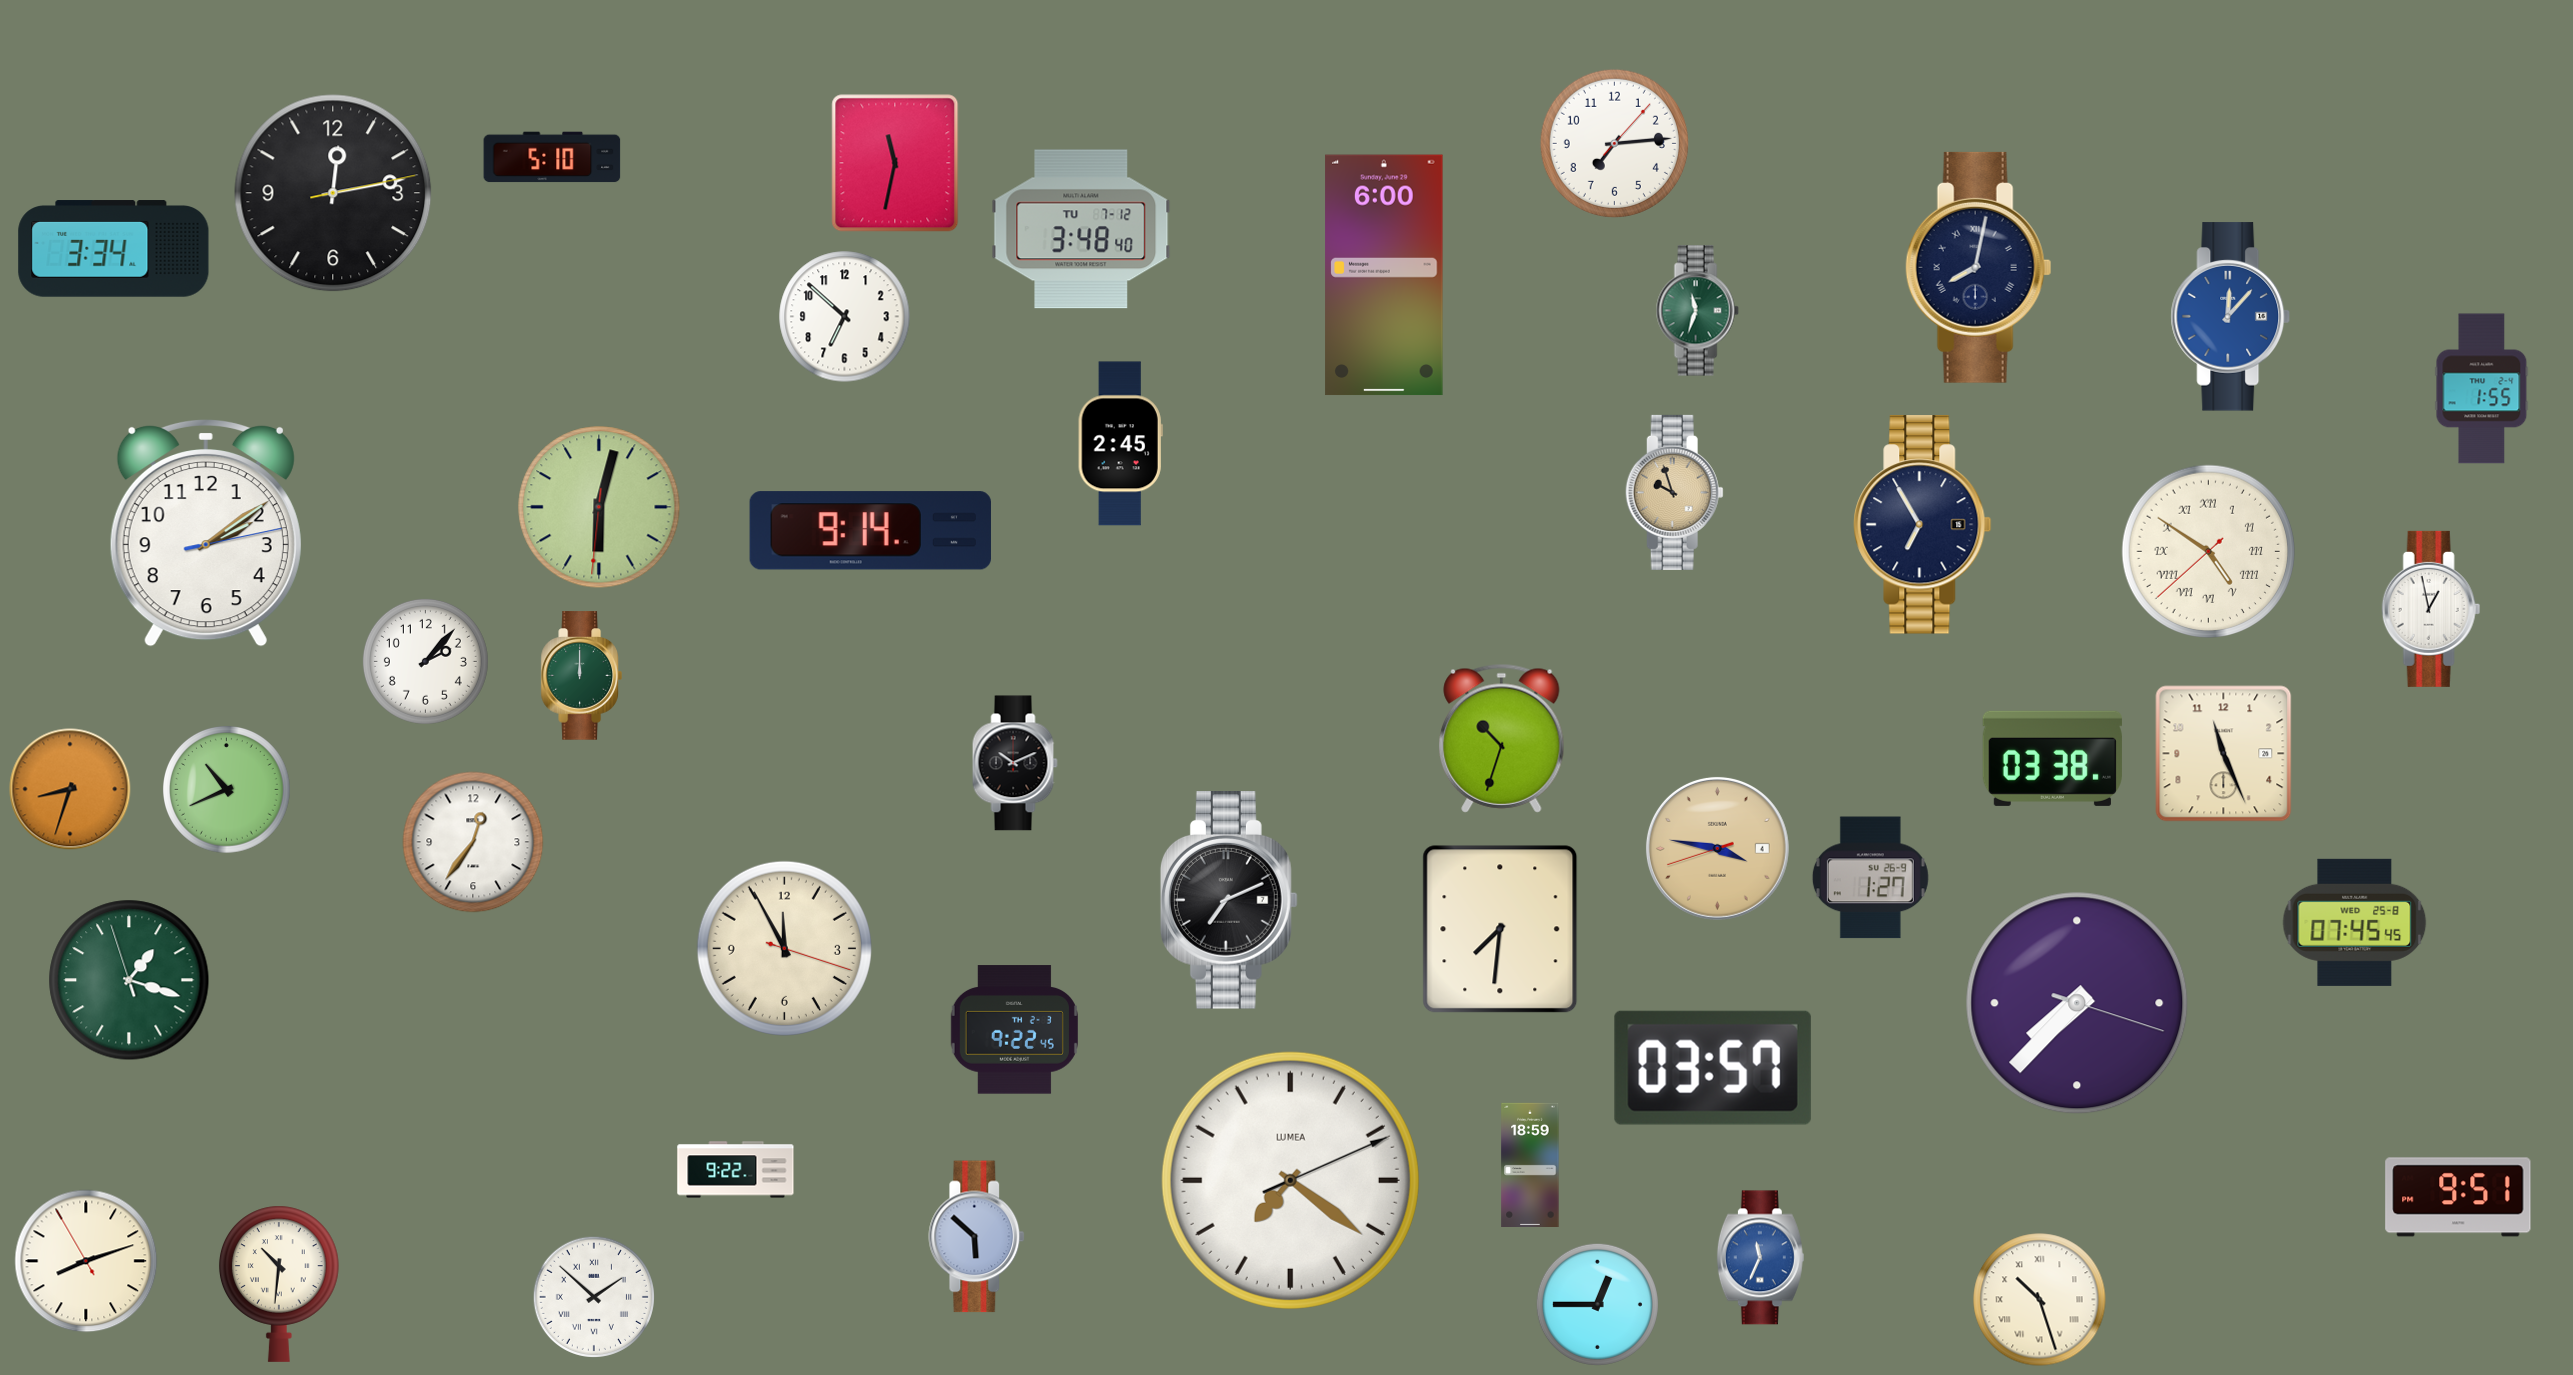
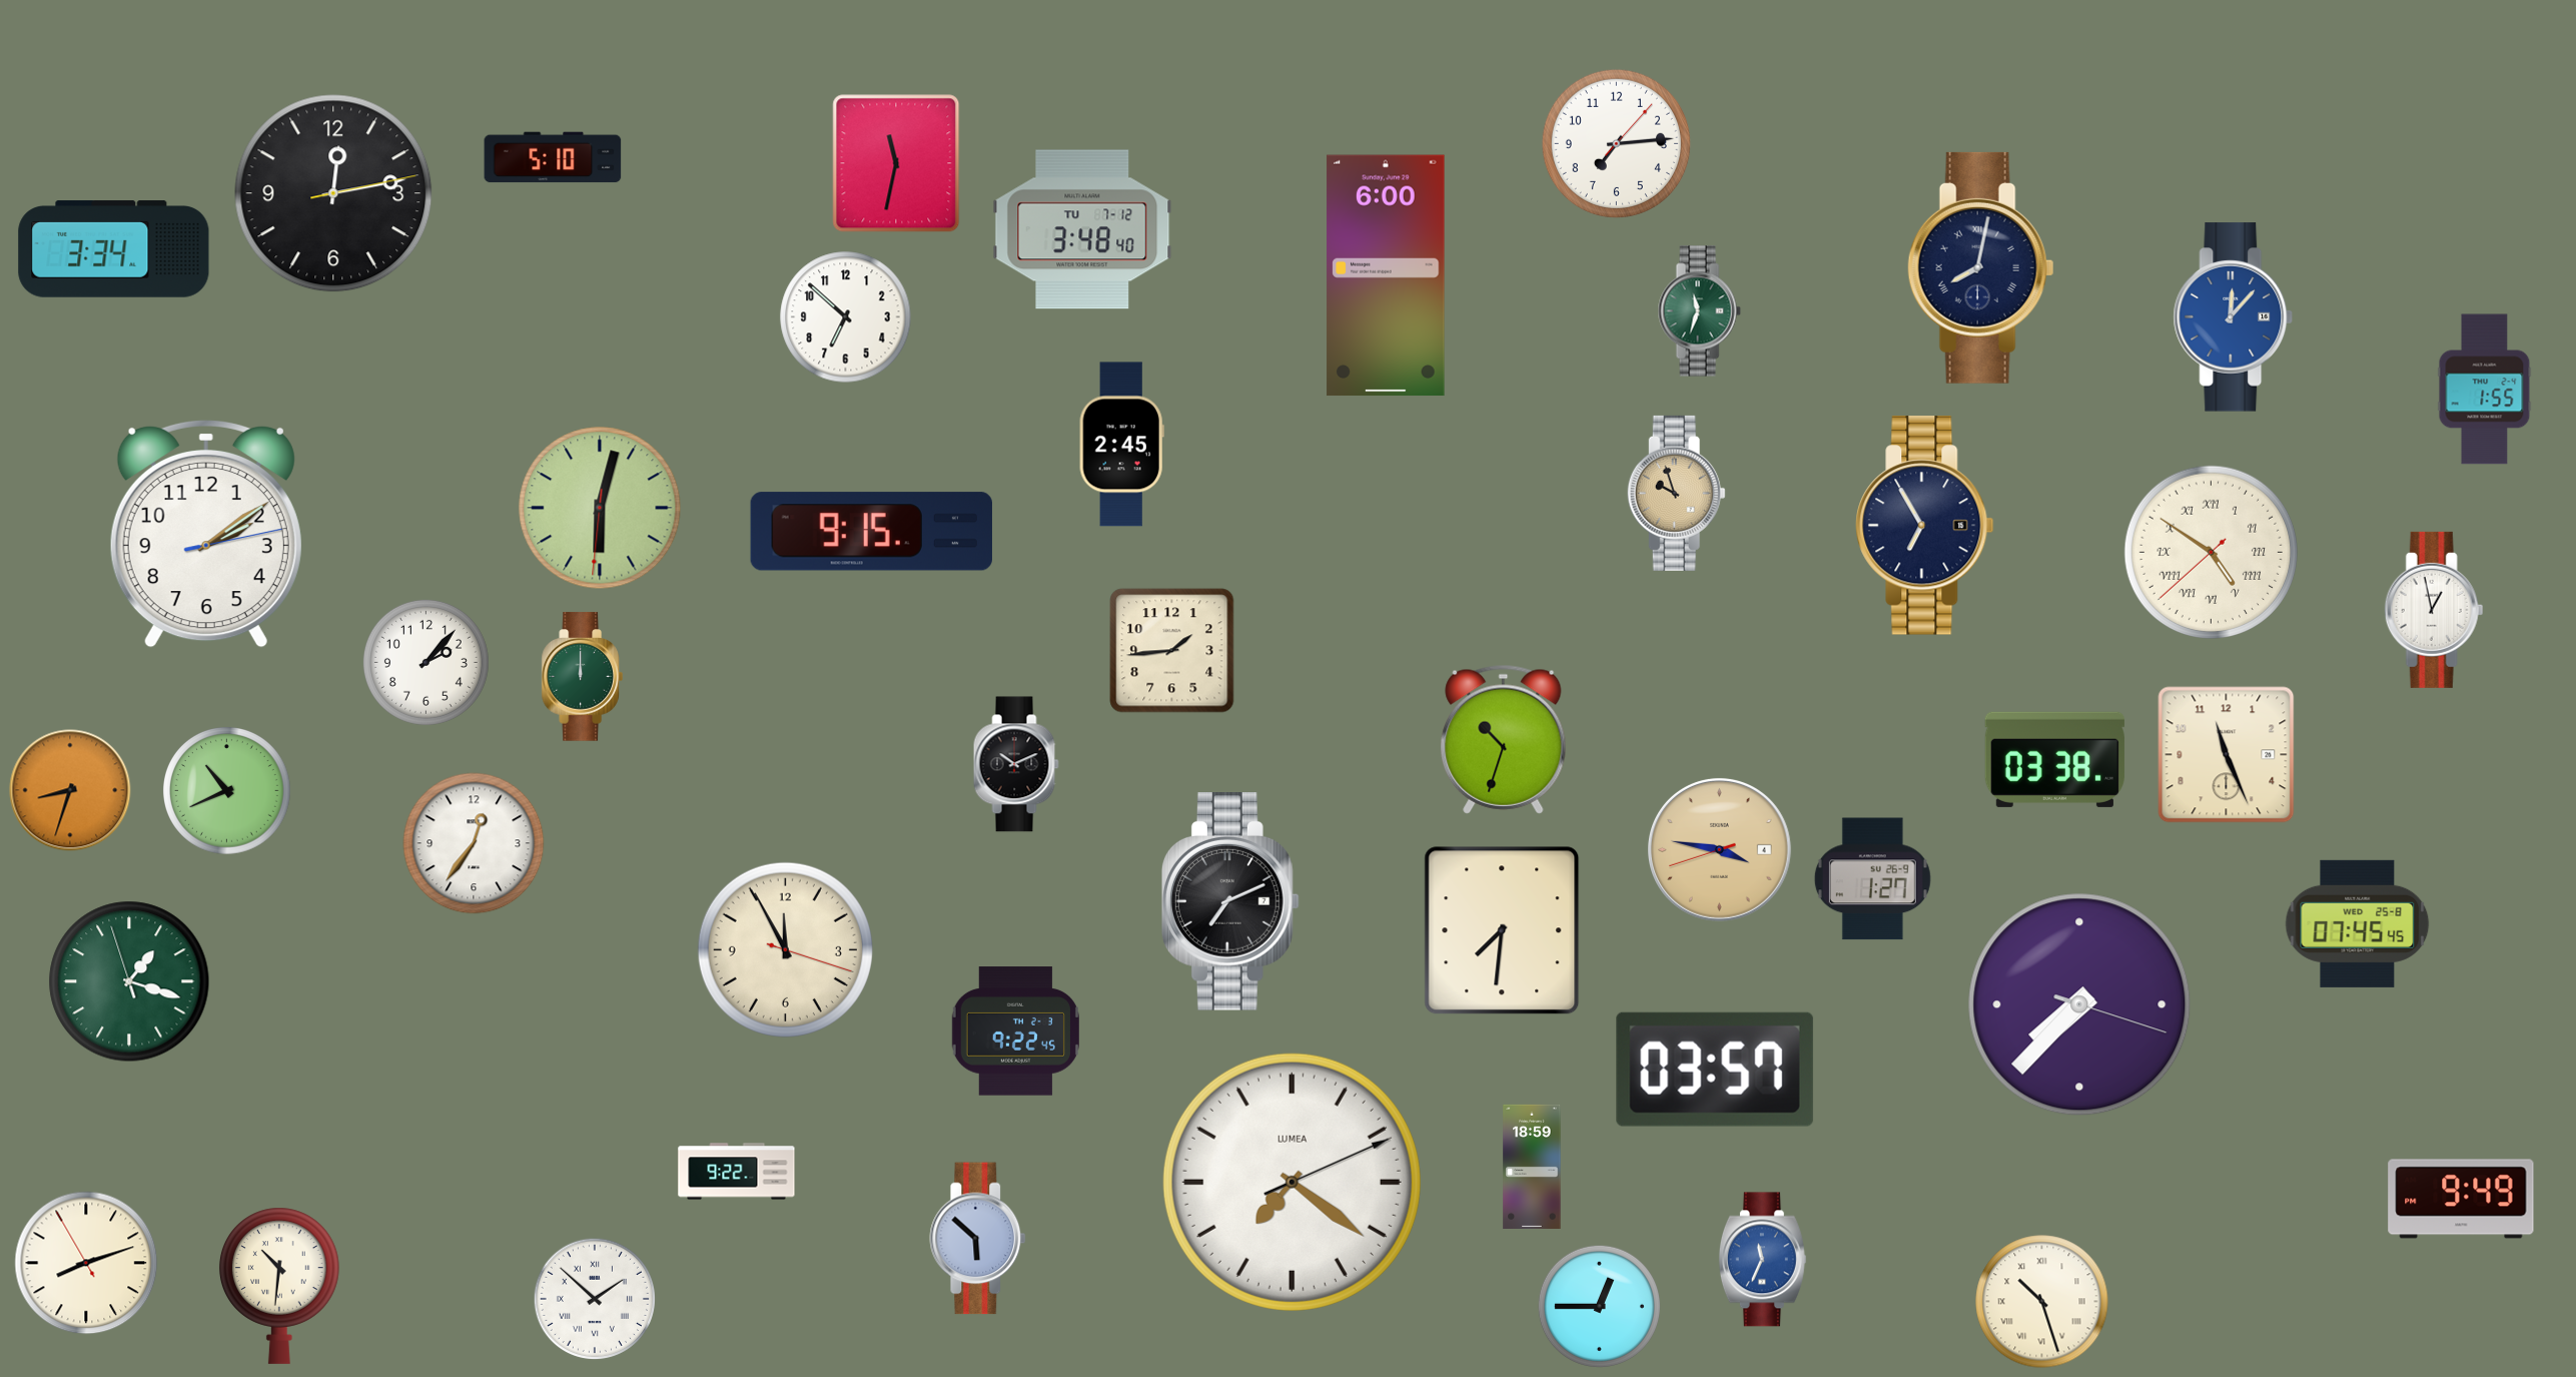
clock at (870, 531): 9:14 -> 9:15
clock at (1172, 651): none -> 1:44
clock at (2458, 1197): 9:51 -> 9:49
